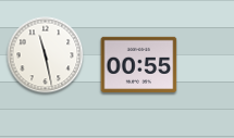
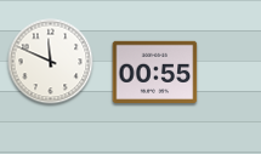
clock at (46, 55): 11:28 -> 11:49
